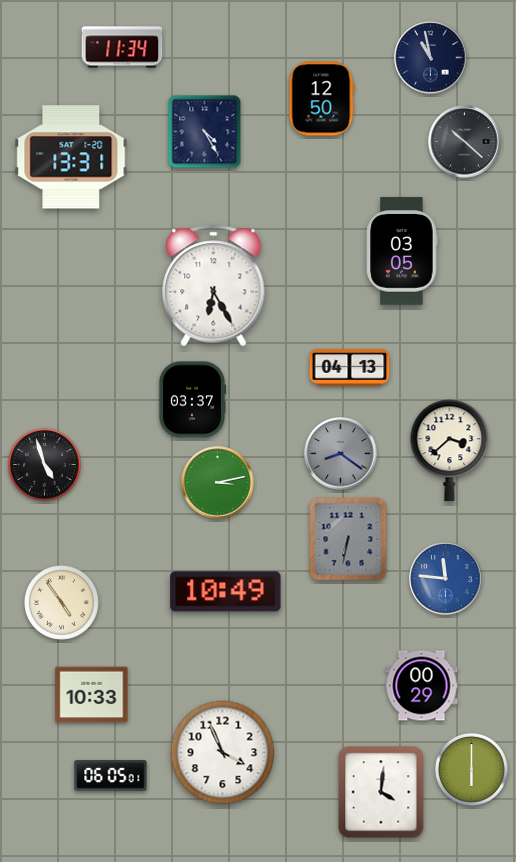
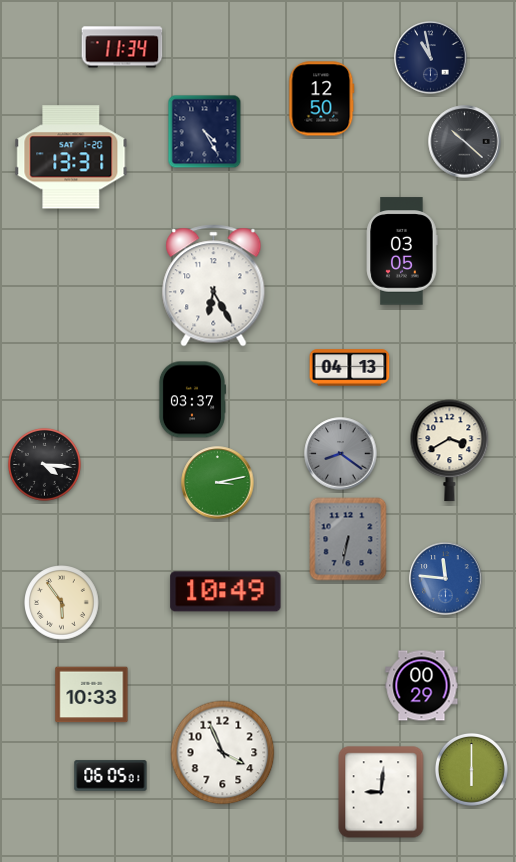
clock at (450, 451): 3:38 -> 3:40
clock at (45, 465): 4:57 -> 4:16
clock at (62, 603): 4:54 -> 5:54
clock at (381, 792): 4:01 -> 9:01
